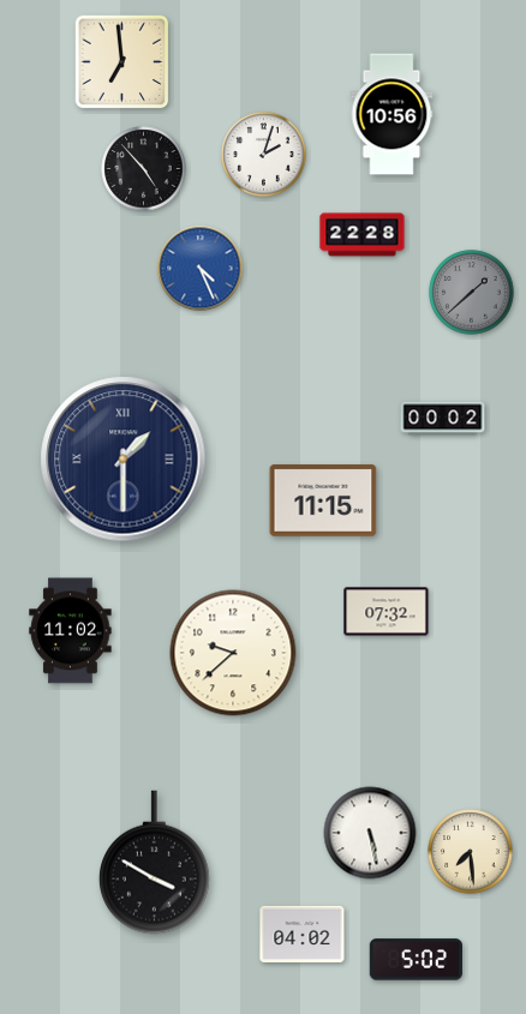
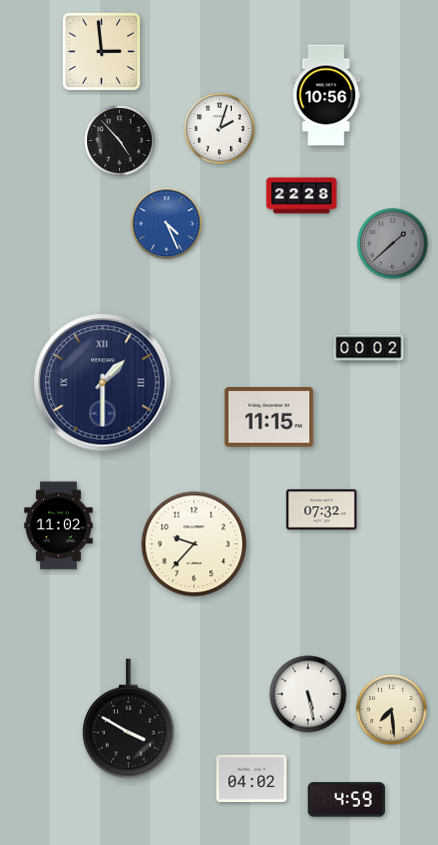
clock at (122, 62): 6:59 -> 2:59
clock at (233, 653): 9:38 -> 9:37
clock at (416, 960): 5:02 -> 4:59
